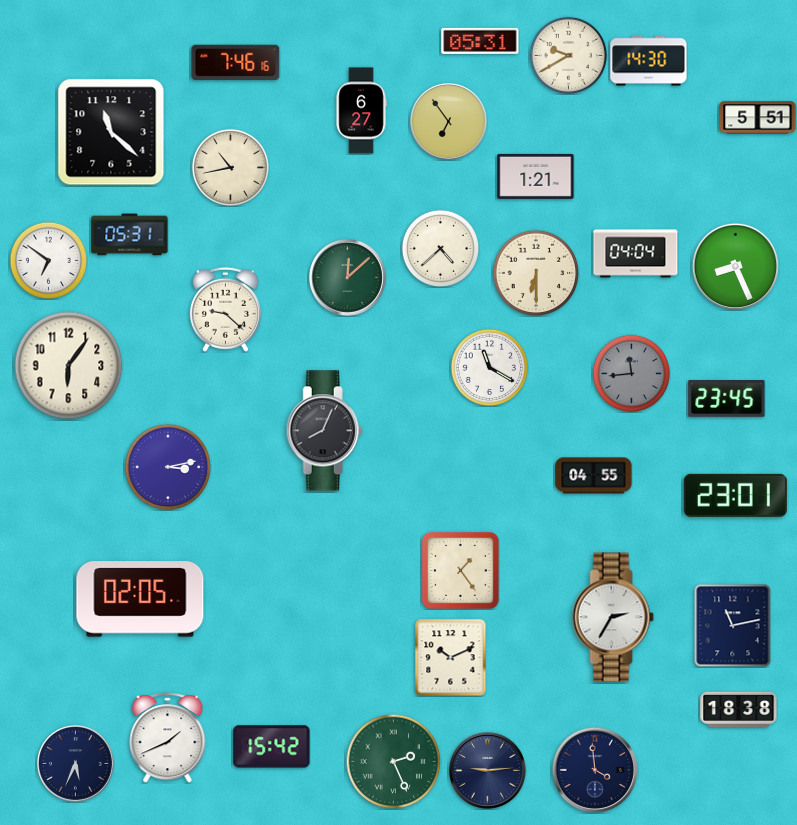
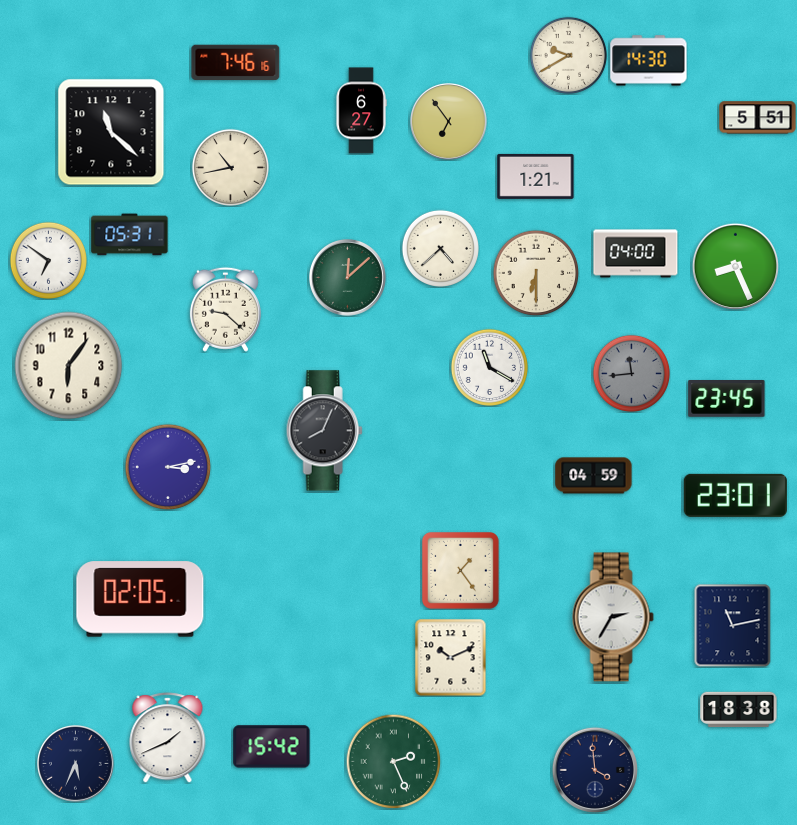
clock at (480, 41): 05:31 -> none
clock at (636, 254): 04:04 -> 04:00
clock at (594, 476): 04:55 -> 04:59
clock at (488, 771): 9:14 -> none
